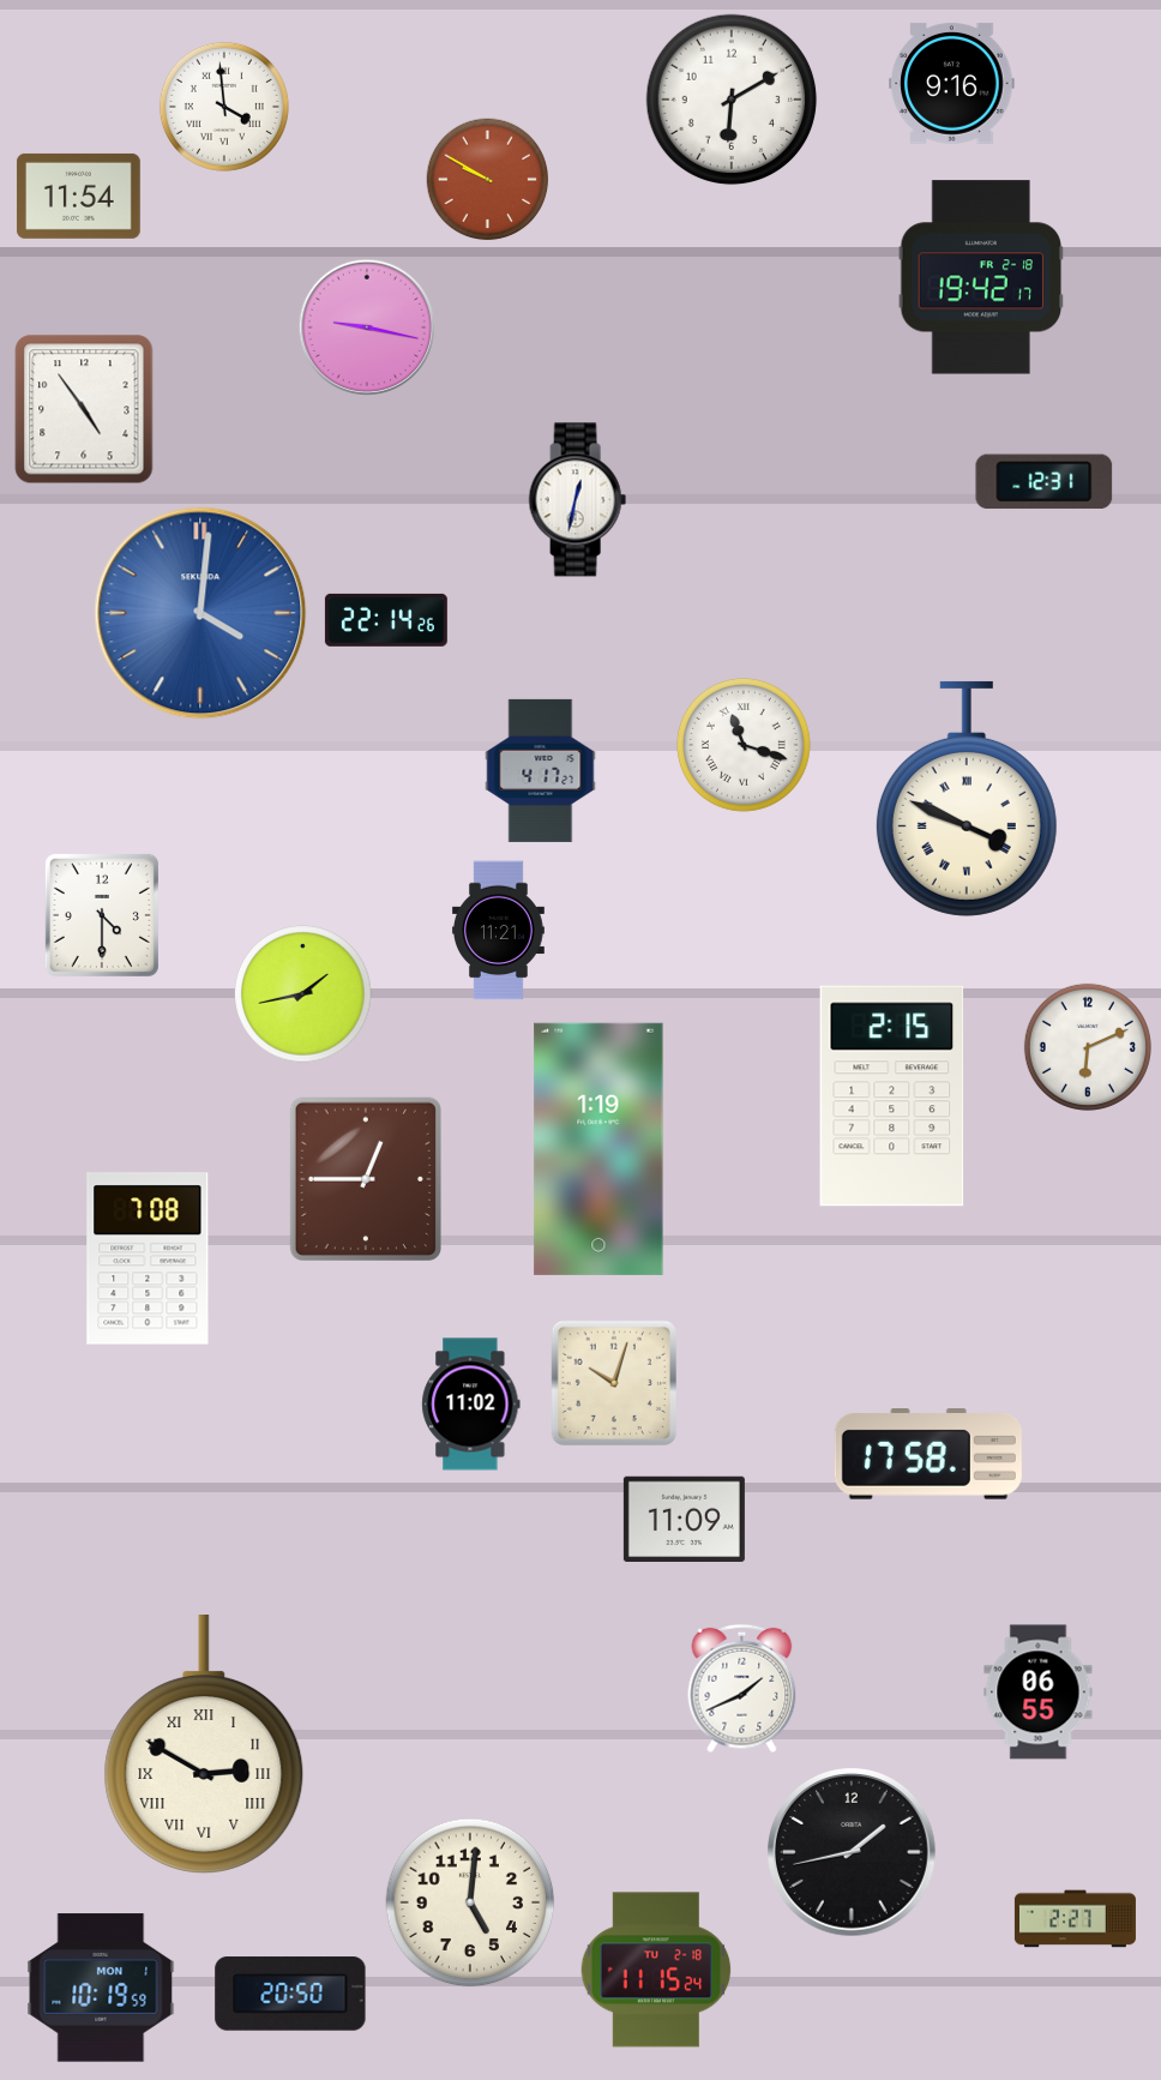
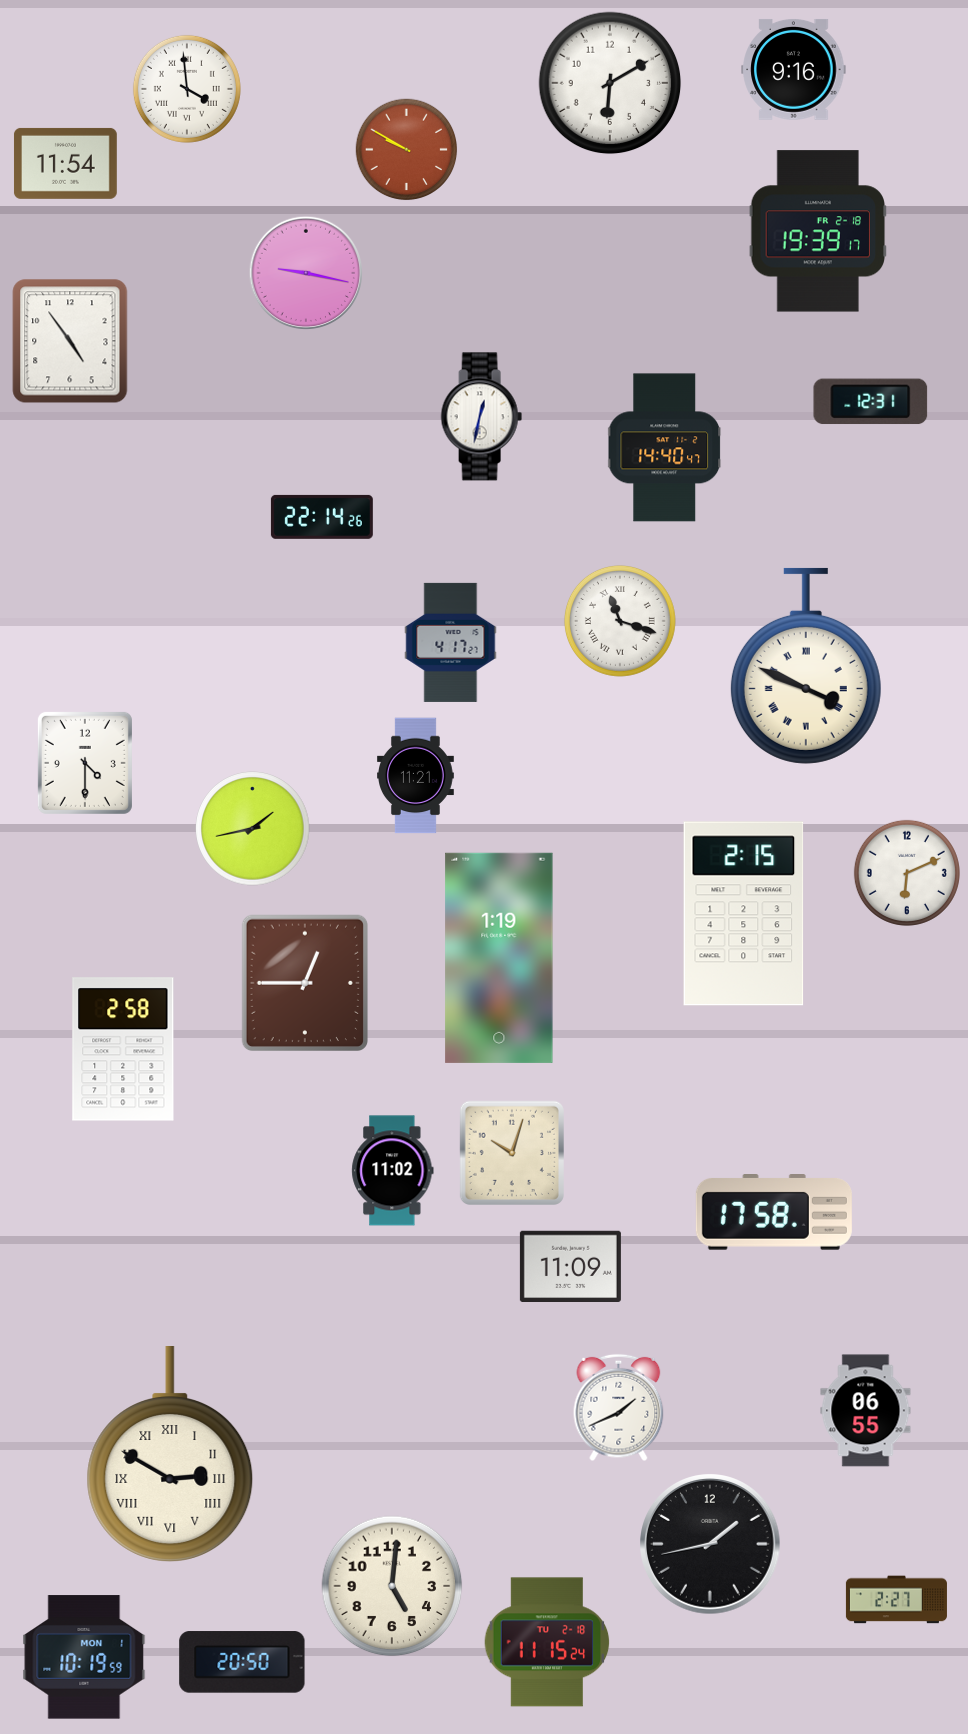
clock at (981, 277): 19:42 -> 19:39
clock at (665, 448): none -> 14:40
clock at (200, 613): 4:01 -> none
clock at (148, 1258): 7:08 -> 2:58
